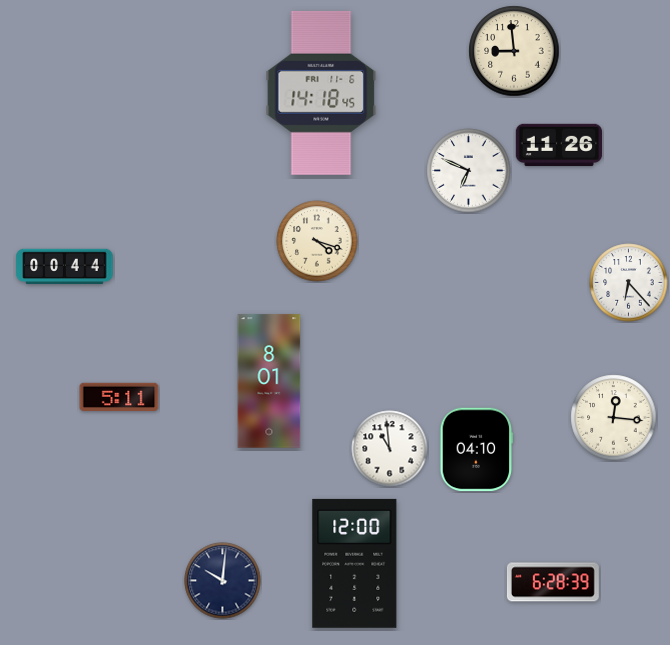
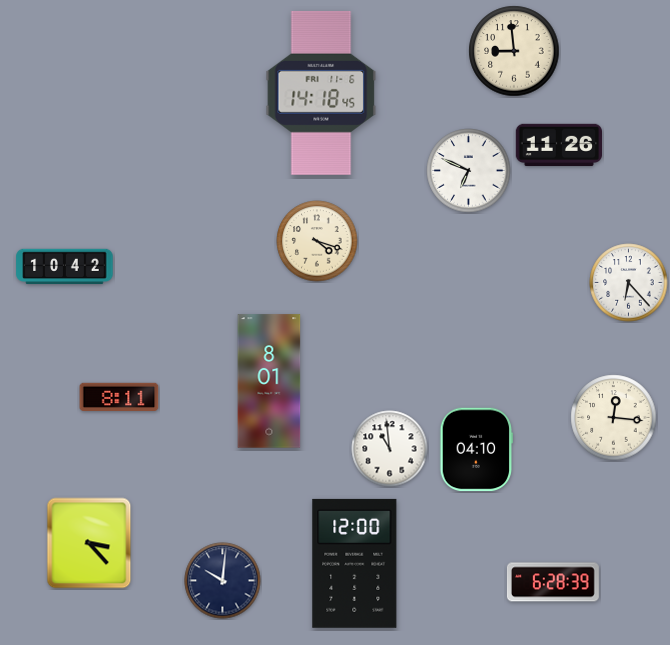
clock at (65, 267): 00:44 -> 10:42
clock at (119, 396): 5:11 -> 8:11
clock at (89, 543): none -> 3:23
